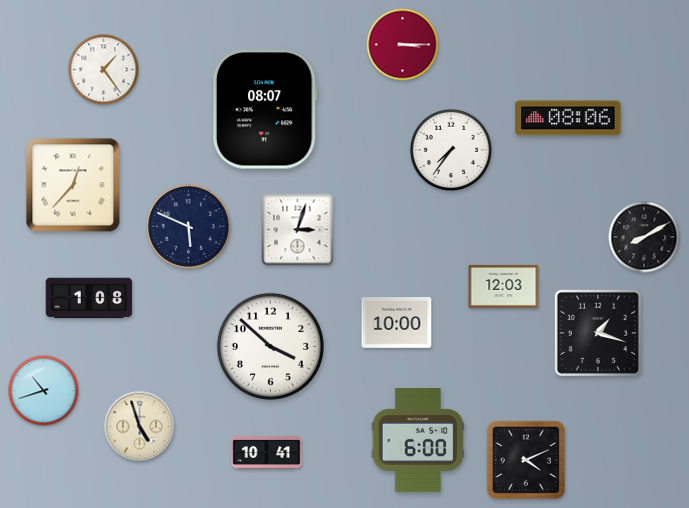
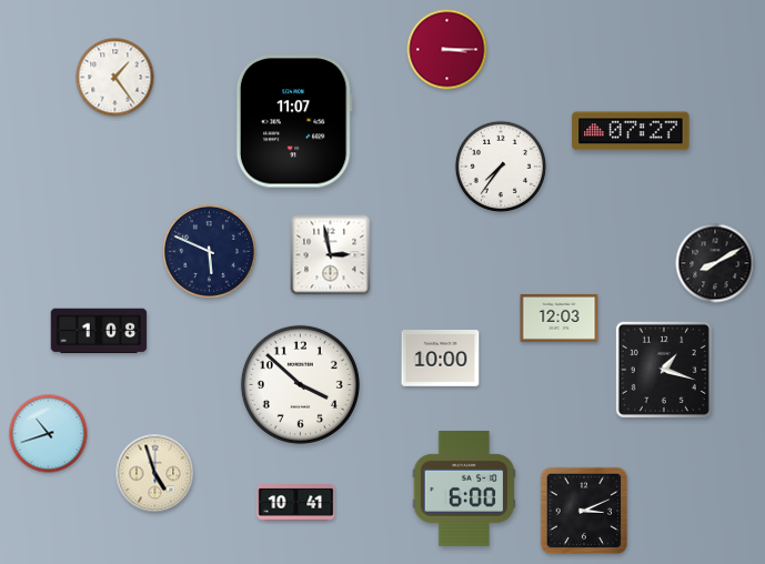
clock at (265, 109): 08:07 -> 11:07
clock at (568, 118): 08:06 -> 07:27
clock at (73, 185): 12:37 -> none
clock at (298, 230): 3:03 -> 2:58
clock at (526, 460): 4:11 -> 3:11
